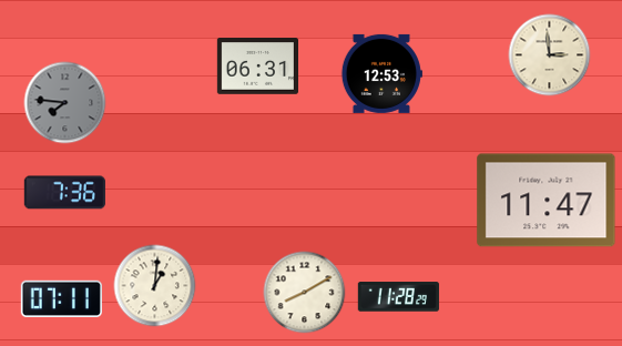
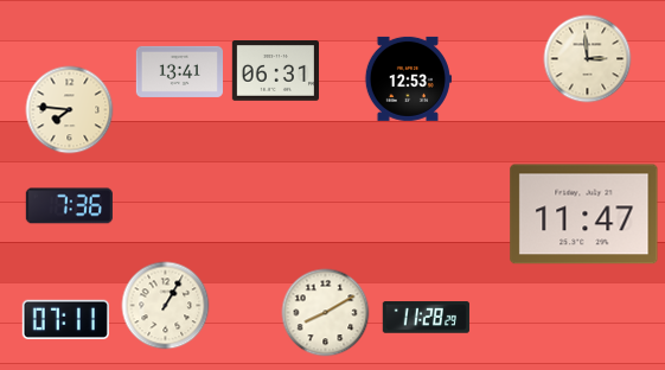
clock at (179, 71): none -> 13:41
clock at (65, 103) dial: grey -> cream
clock at (155, 286): 1:01 -> 1:05
